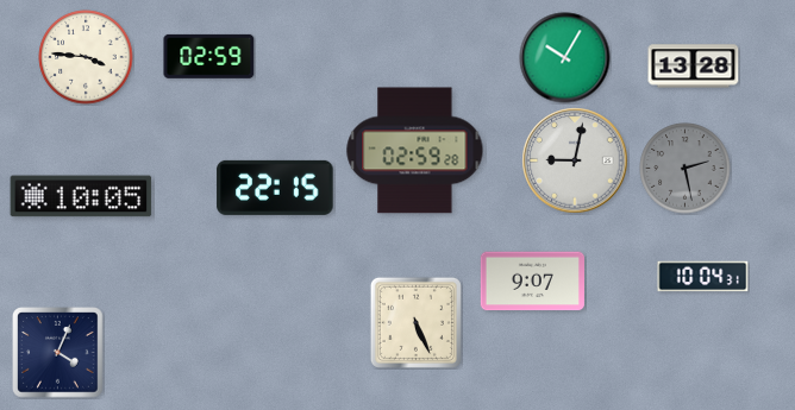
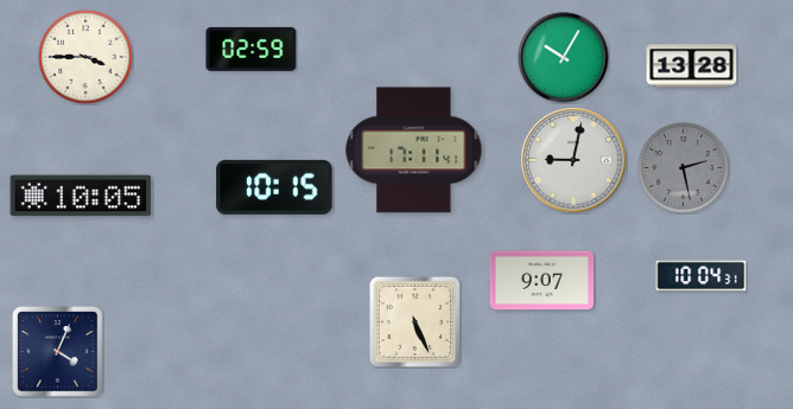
clock at (209, 56) position: (209, 56) -> (252, 49)
clock at (86, 57): 3:46 -> 3:45
clock at (415, 151): 02:59 -> 17:11
clock at (275, 188): 22:15 -> 10:15
clock at (532, 282) position: (532, 282) -> (541, 281)
